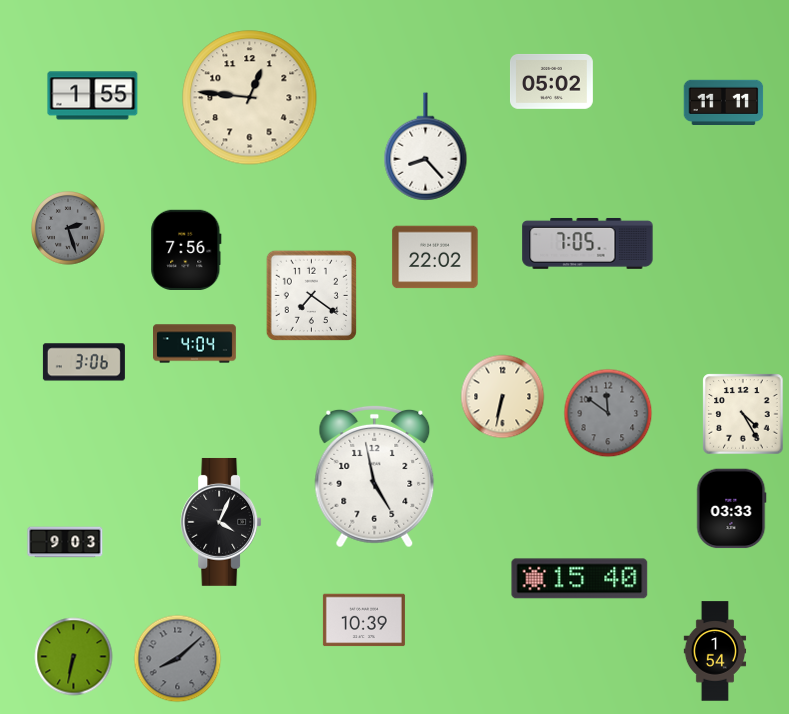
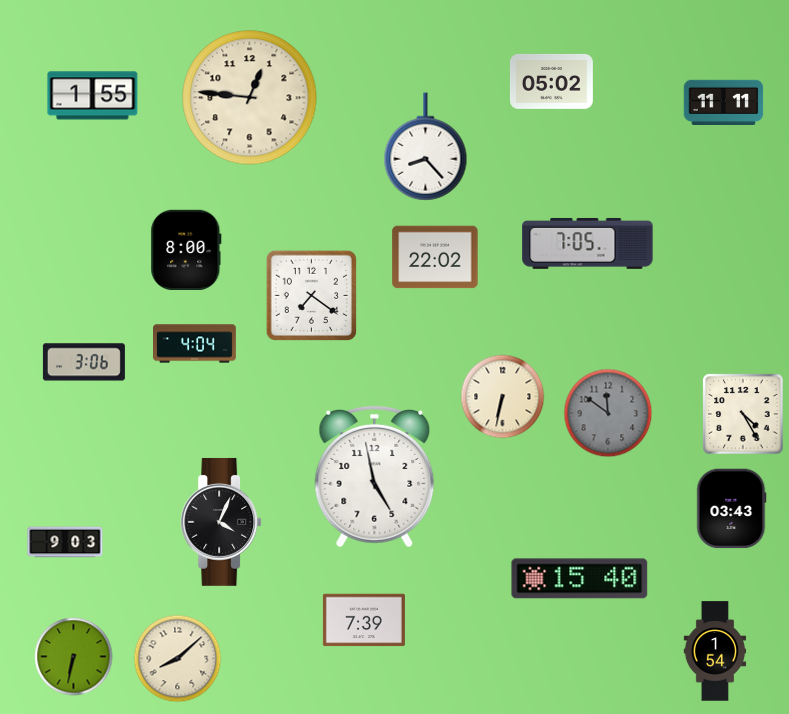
clock at (68, 228): 2:27 -> none
clock at (186, 249): 7:56 -> 8:00
clock at (732, 509): 03:33 -> 03:43
clock at (364, 620): 10:39 -> 7:39
clock at (178, 659) dial: grey -> cream
